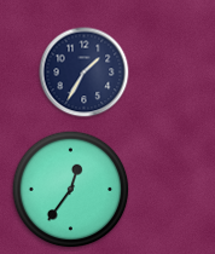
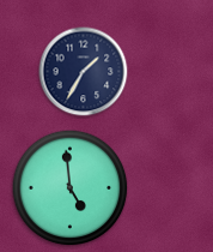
clock at (71, 190): 12:36 -> 4:59
